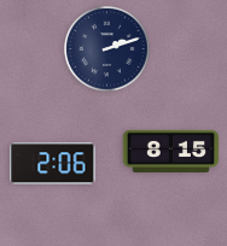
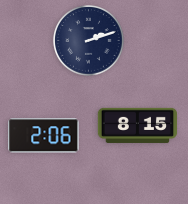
clock at (171, 151) position: (171, 151) -> (138, 125)
